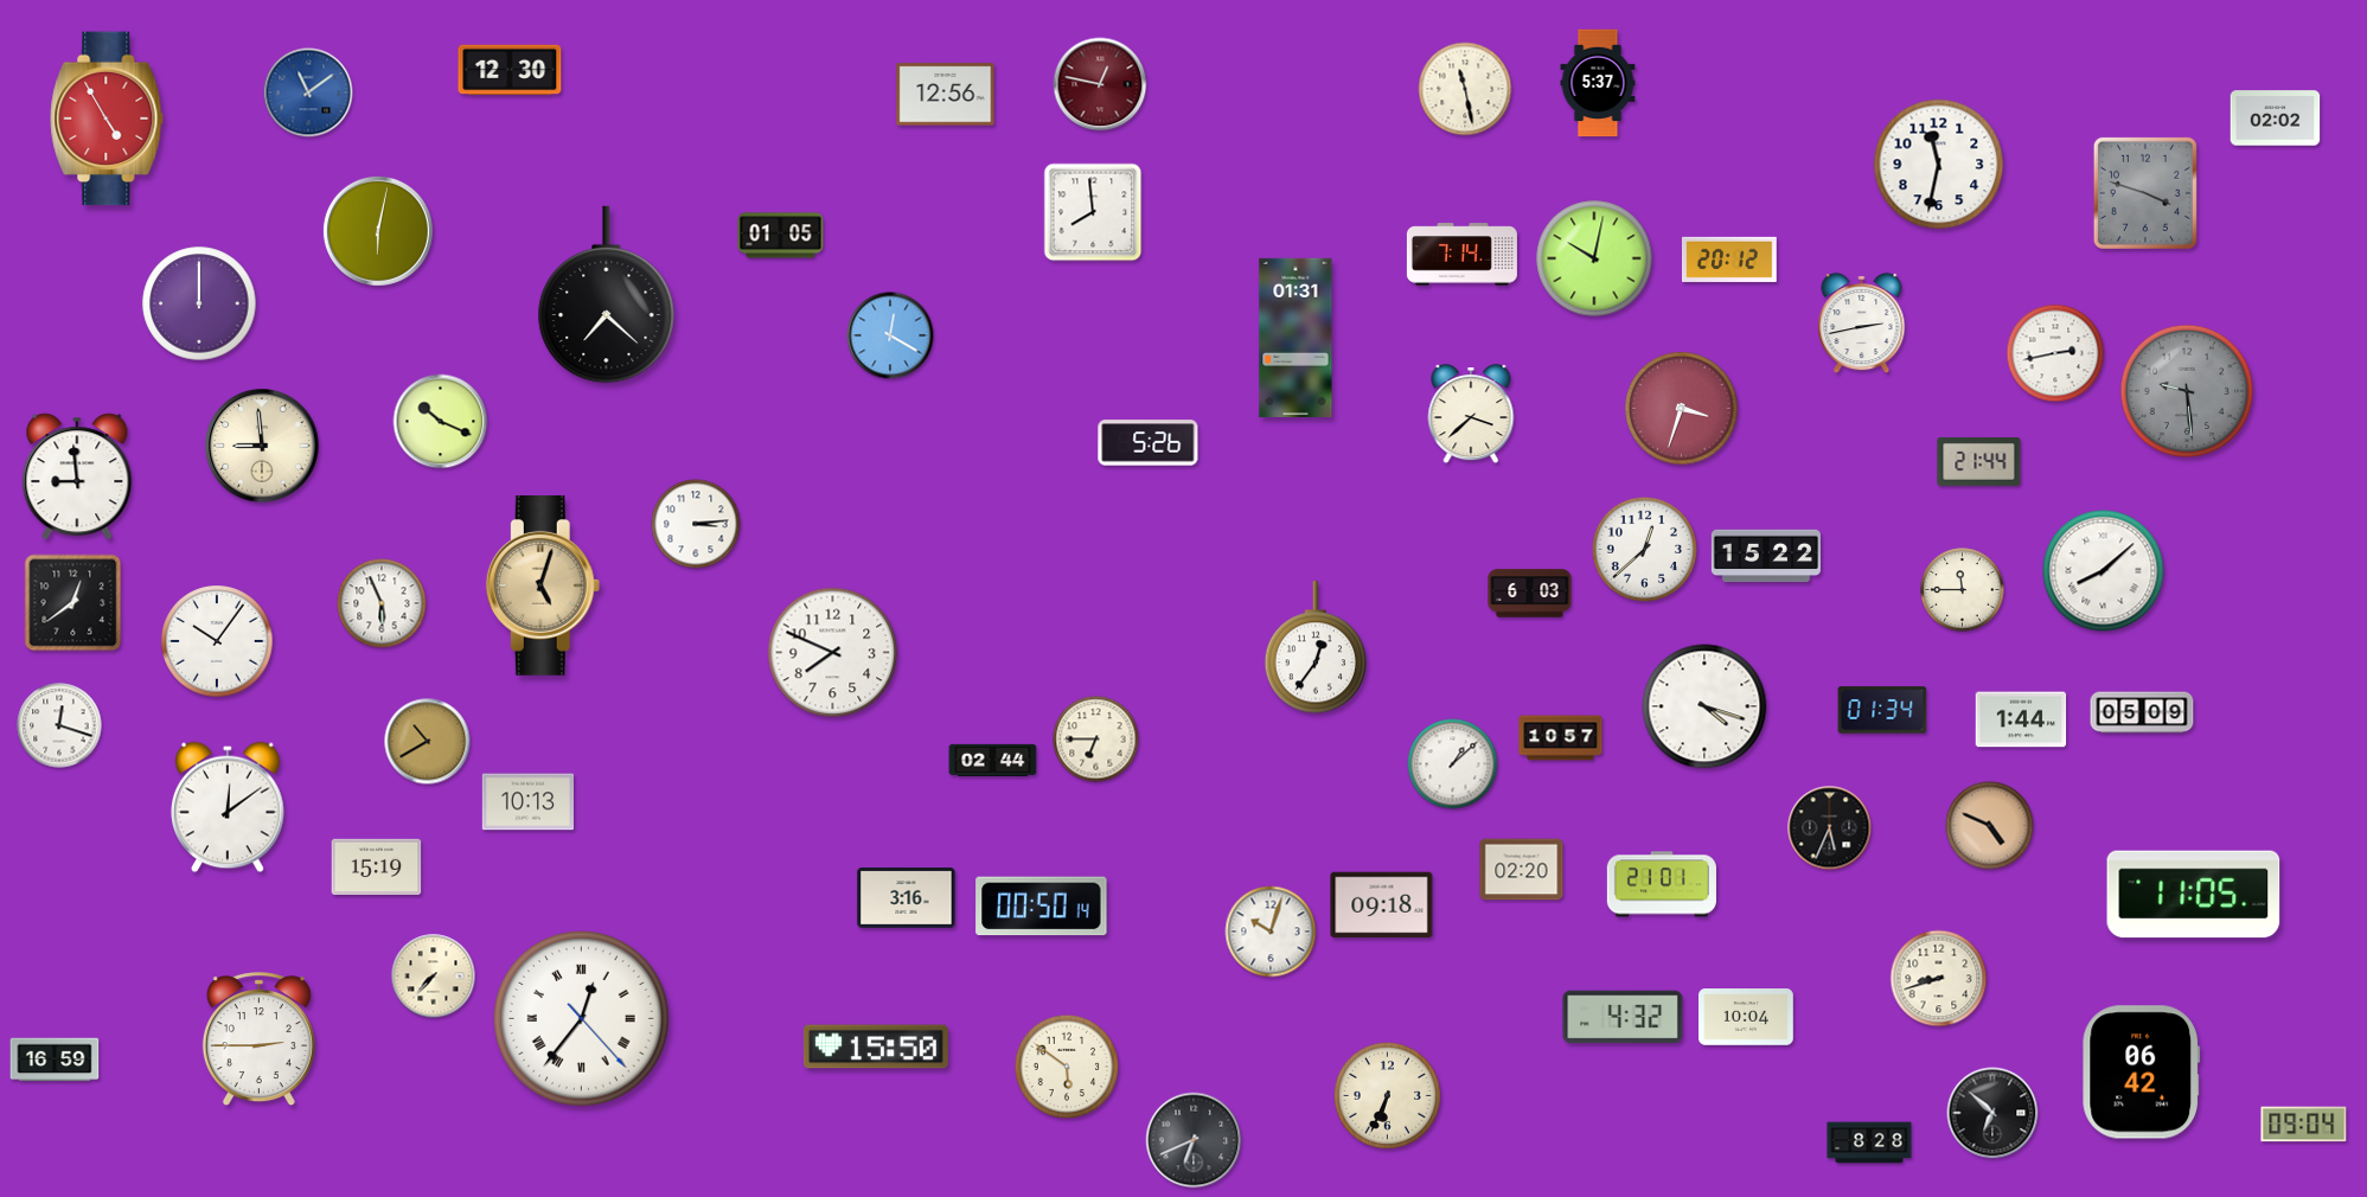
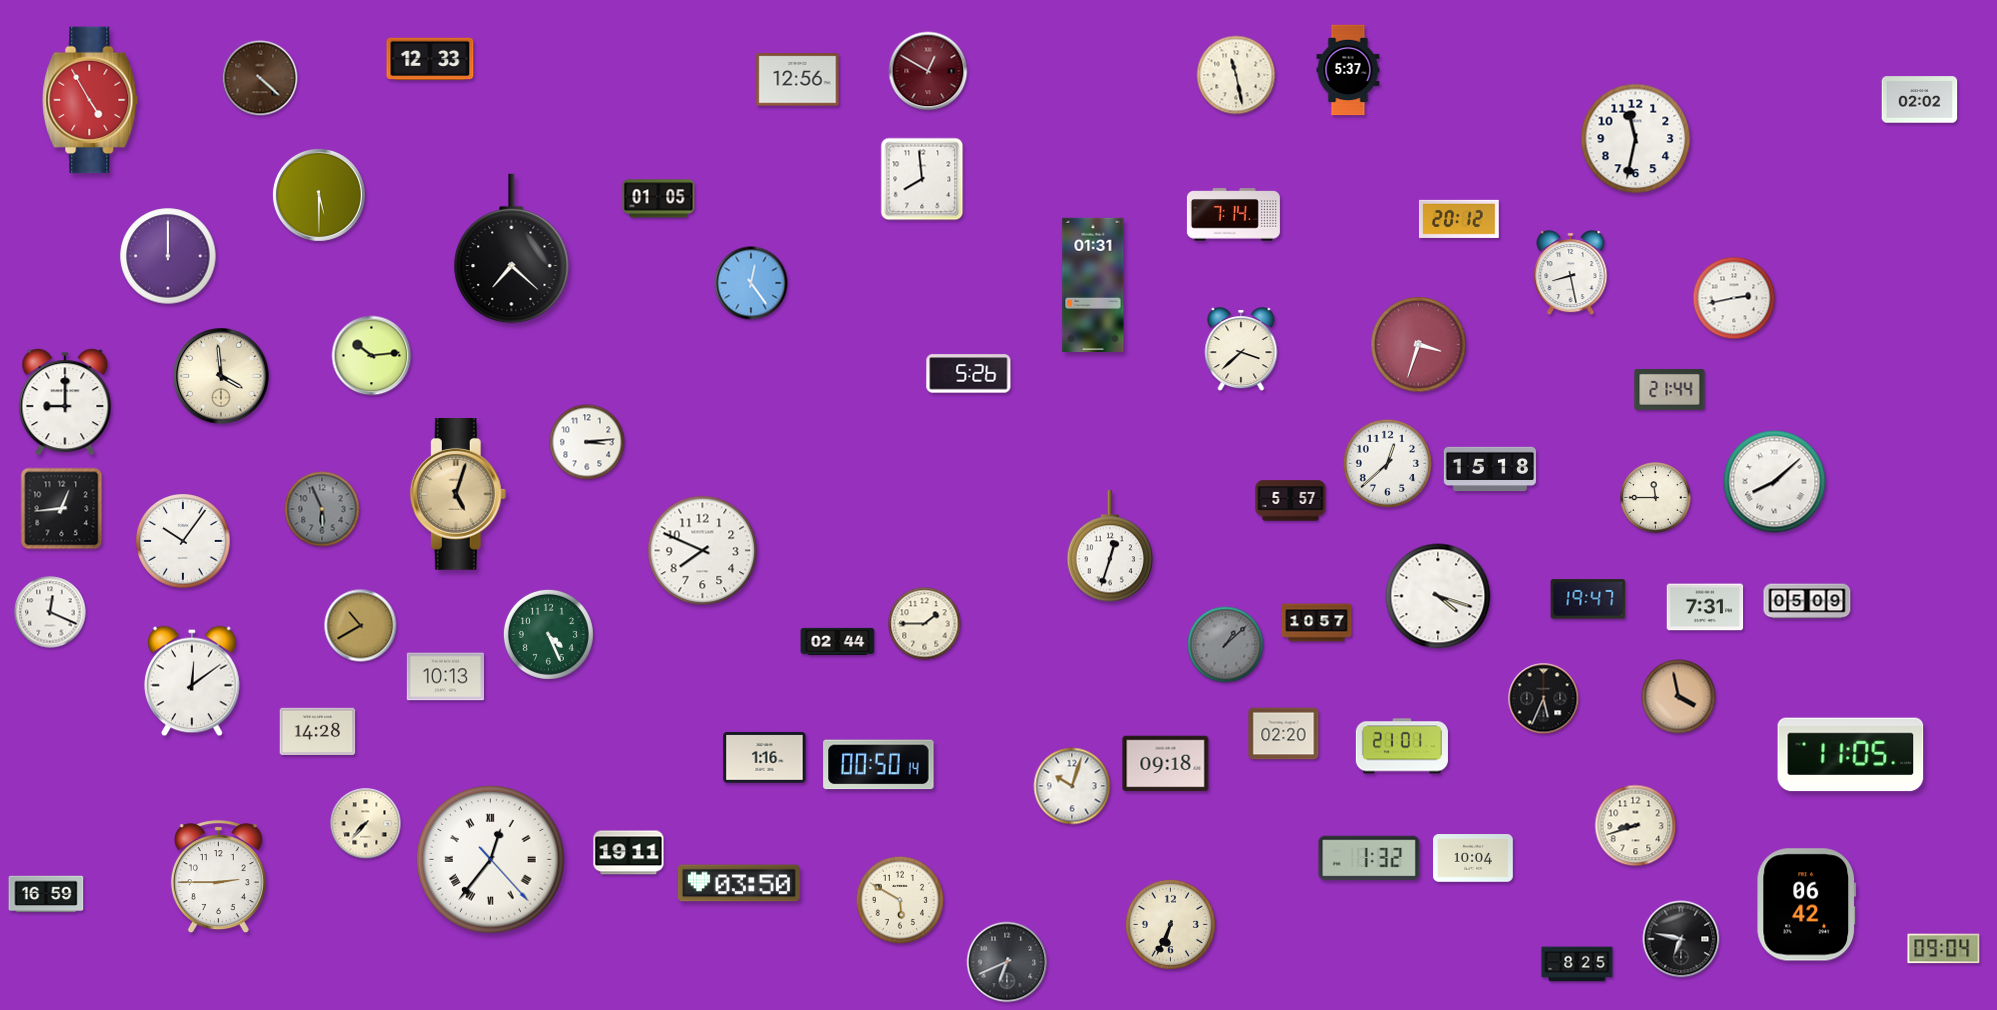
clock at (510, 70): 12:30 -> 12:33
clock at (1100, 84): 12:47 -> 12:50
clock at (308, 92): 11:09 -> 4:22
clock at (308, 92) dial: blue -> brown
clock at (2145, 193): 3:48 -> none
clock at (378, 231): 6:02 -> 5:30
clock at (1594, 258): 10:02 -> none
clock at (1862, 324): 2:43 -> 8:28
clock at (890, 335): 12:20 -> 12:24
clock at (2187, 391): 9:29 -> none
clock at (441, 422): 10:19 -> 10:14
clock at (262, 446): 8:59 -> 3:59
clock at (77, 476): 8:59 -> 9:00
clock at (1766, 556): 15:22 -> 15:18
clock at (1530, 594): 6:03 -> 5:57
clock at (73, 603): 12:39 -> 12:44
clock at (382, 603) dial: white -> grey
clock at (1314, 648): 12:36 -> 12:33
clock at (1882, 710): 01:34 -> 19:47
clock at (2021, 719): 1:44 -> 7:31
clock at (59, 725): 12:18 -> 12:19
clock at (1096, 740): 6:45 -> 1:45
clock at (548, 634): none -> 4:26
clock at (1453, 764) dial: white -> grey
clock at (1990, 826): 4:49 -> 3:58
clock at (377, 866): 15:19 -> 14:28
clock at (907, 898): 3:16 -> 1:16
clock at (629, 853): none -> 19:11
clock at (1623, 1017): 4:32 -> 1:32
clock at (876, 1046): 15:50 -> 03:50
clock at (1067, 1067): 5:51 -> 5:50
clock at (1992, 1113): 6:52 -> 6:47
clock at (1869, 1142): 8:28 -> 8:25
